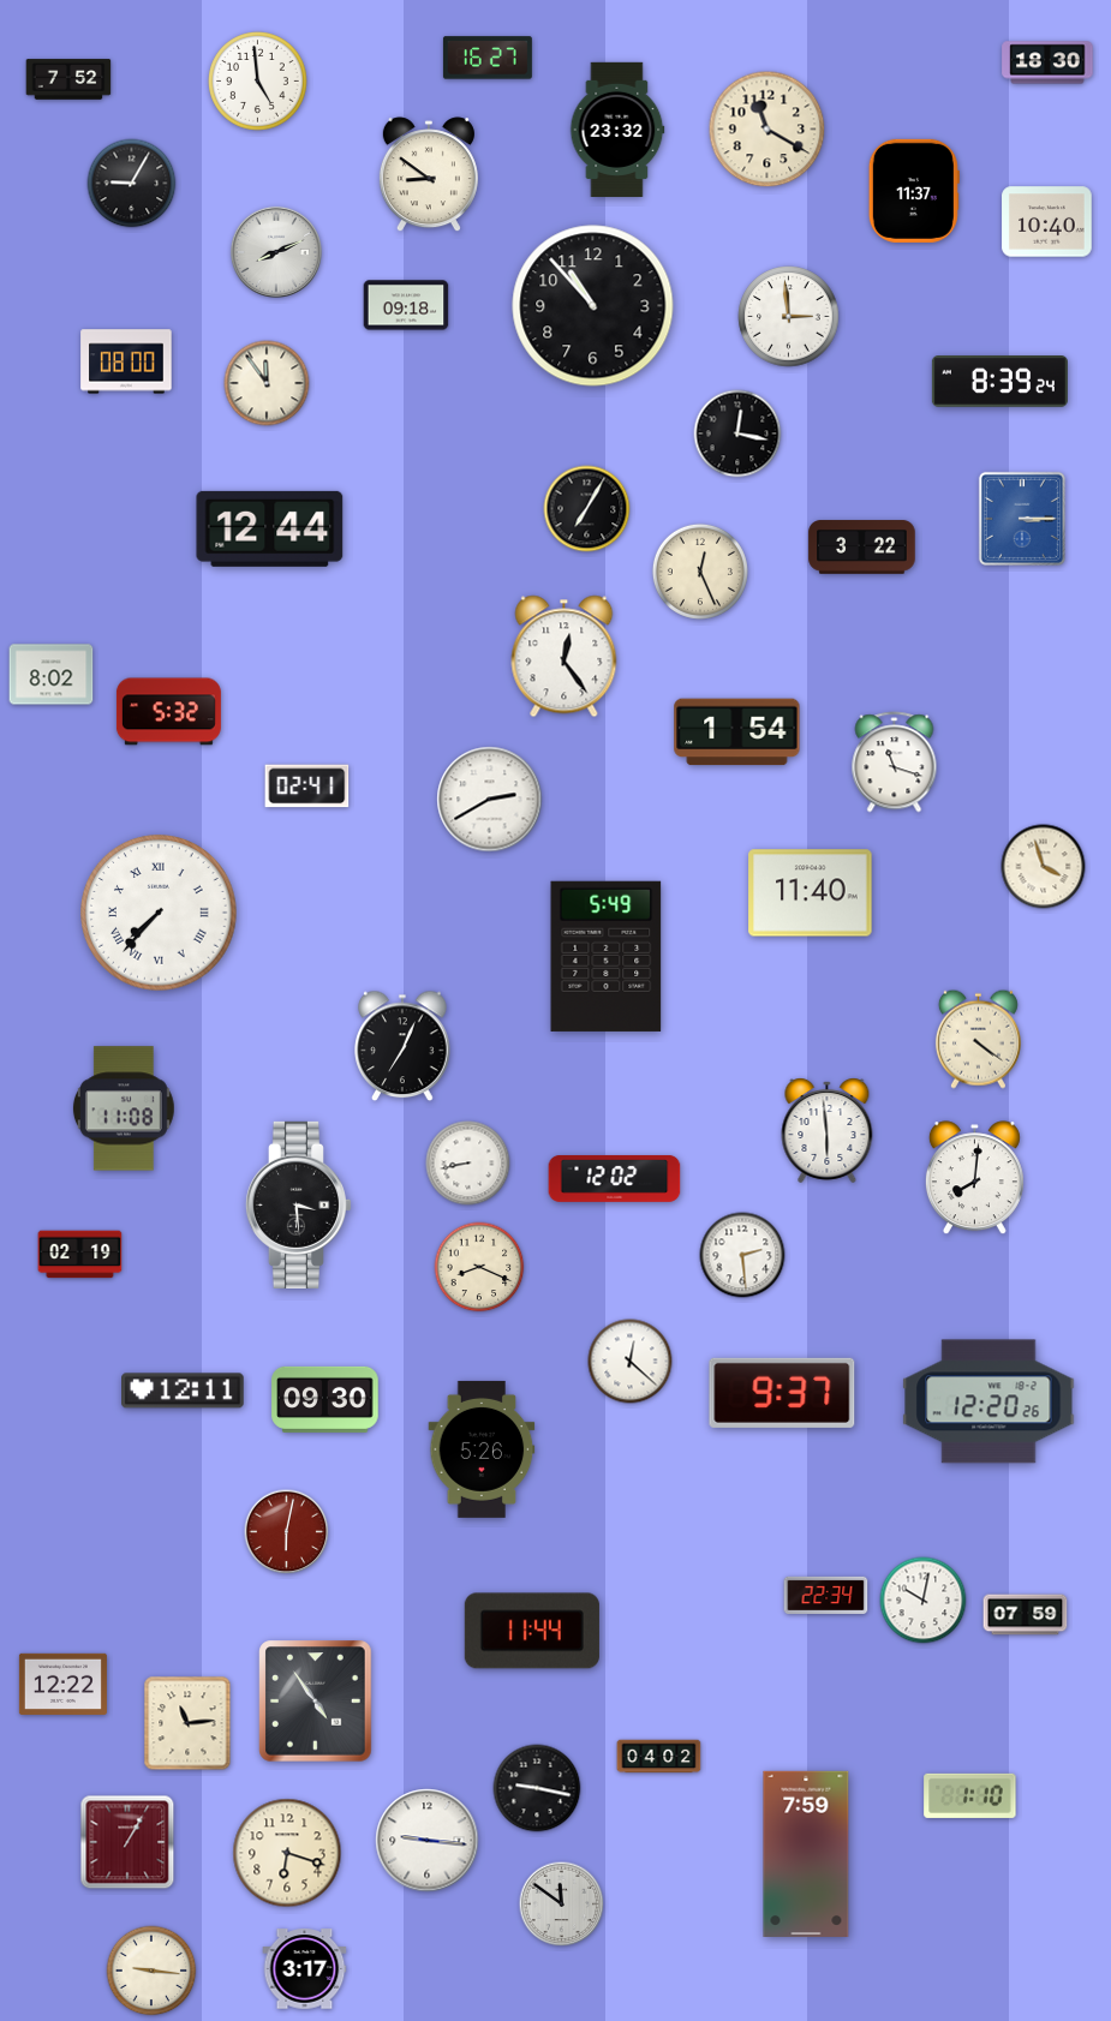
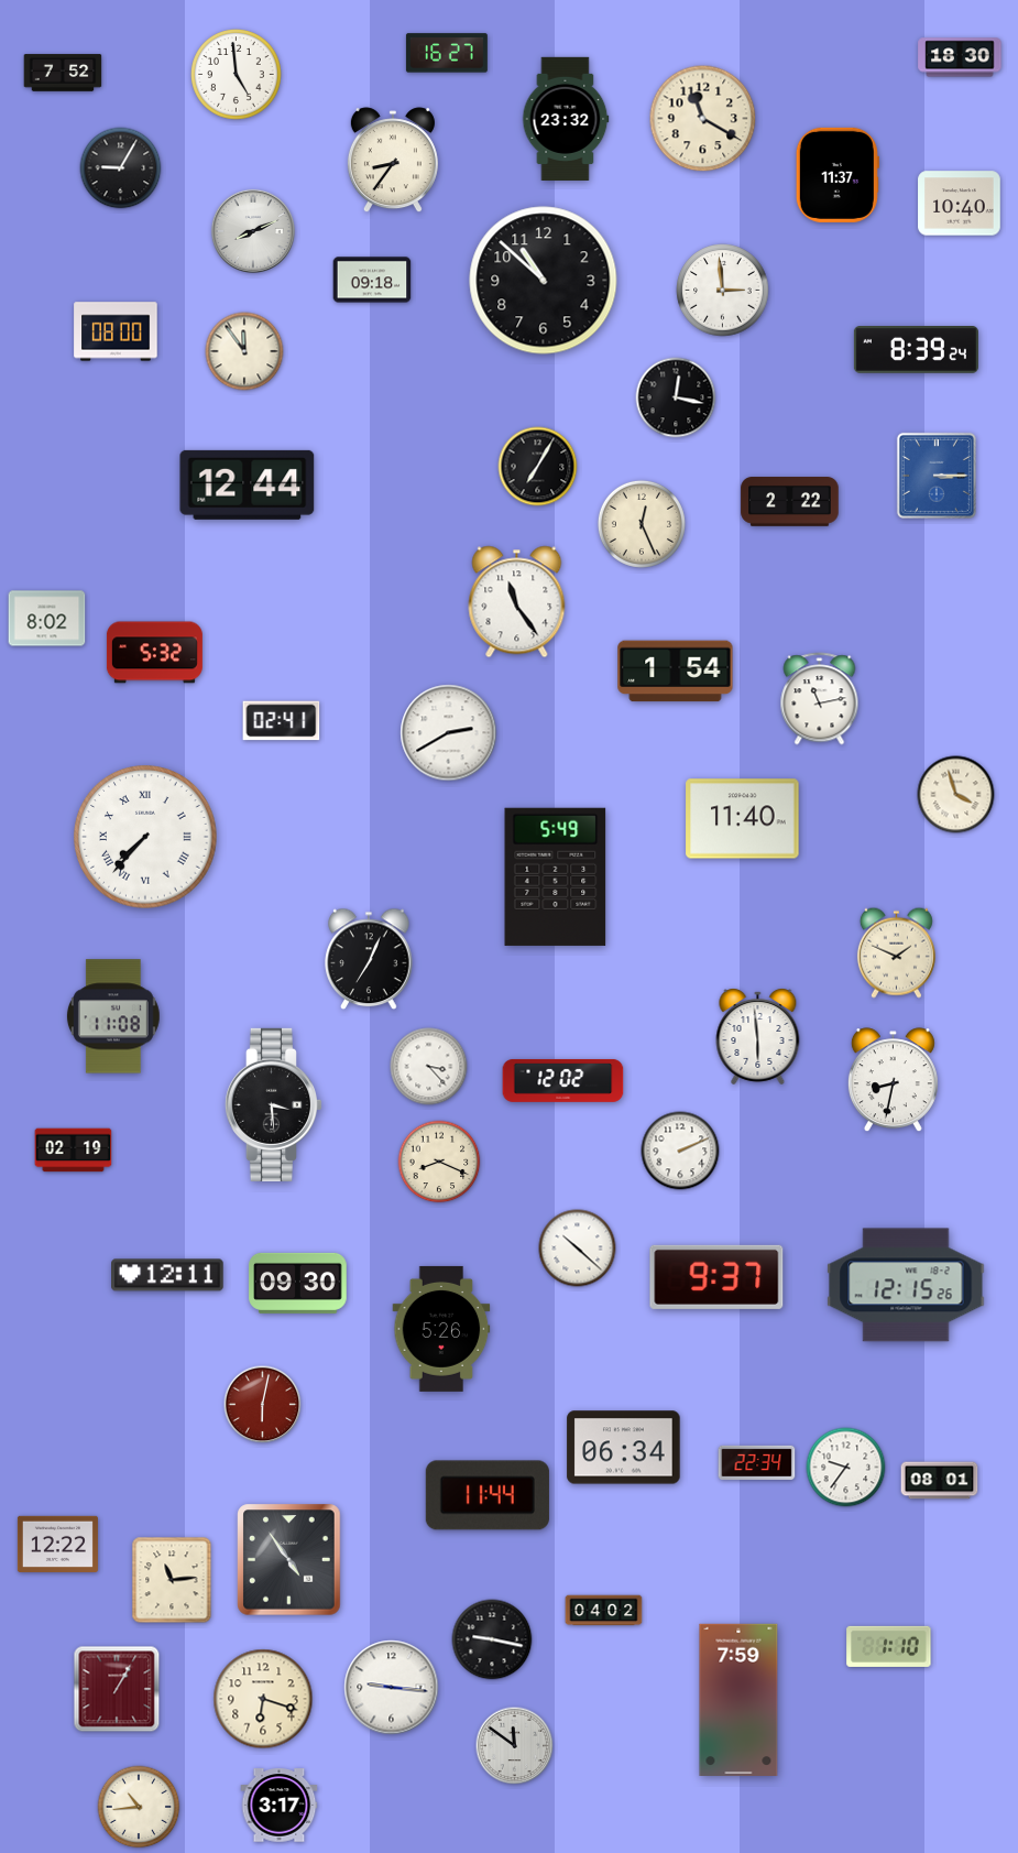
clock at (429, 175): 8:51 -> 8:36
clock at (593, 306): 10:53 -> 10:52
clock at (862, 548): 3:22 -> 2:22
clock at (565, 657): 12:24 -> 11:24
clock at (895, 763): 11:18 -> 11:13
clock at (978, 1039): 4:21 -> 1:49
clock at (468, 1164): 8:43 -> 3:23
clock at (974, 1178): 8:01 -> 8:32
clock at (742, 1255): 2:29 -> 2:11
clock at (631, 1362): 12:22 -> 10:22
clock at (988, 1401): 12:20 -> 12:15
clock at (624, 1448): none -> 06:34
clock at (924, 1601): 10:02 -> 9:36
clock at (1026, 1615): 07:59 -> 08:01
clock at (151, 1971): 9:16 -> 10:44
